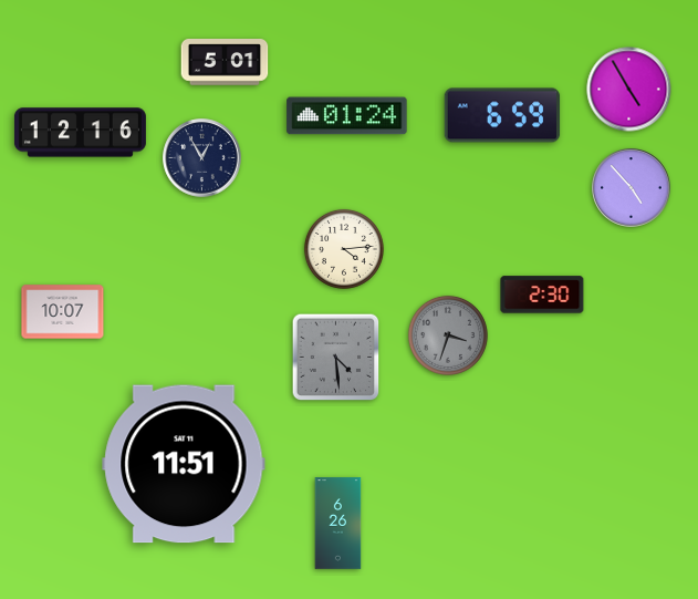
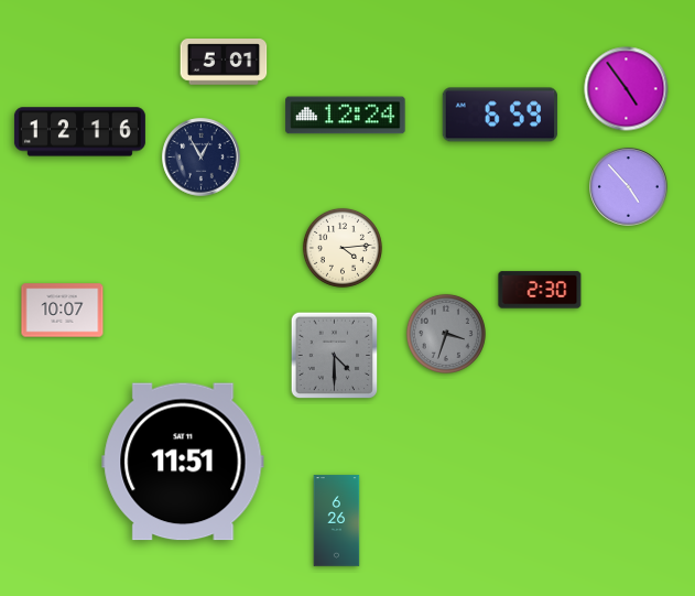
clock at (629, 90): 4:55 -> 4:54
clock at (347, 116): 01:24 -> 12:24
clock at (542, 295) position: (542, 295) -> (540, 290)
clock at (336, 358): 4:29 -> 4:30
